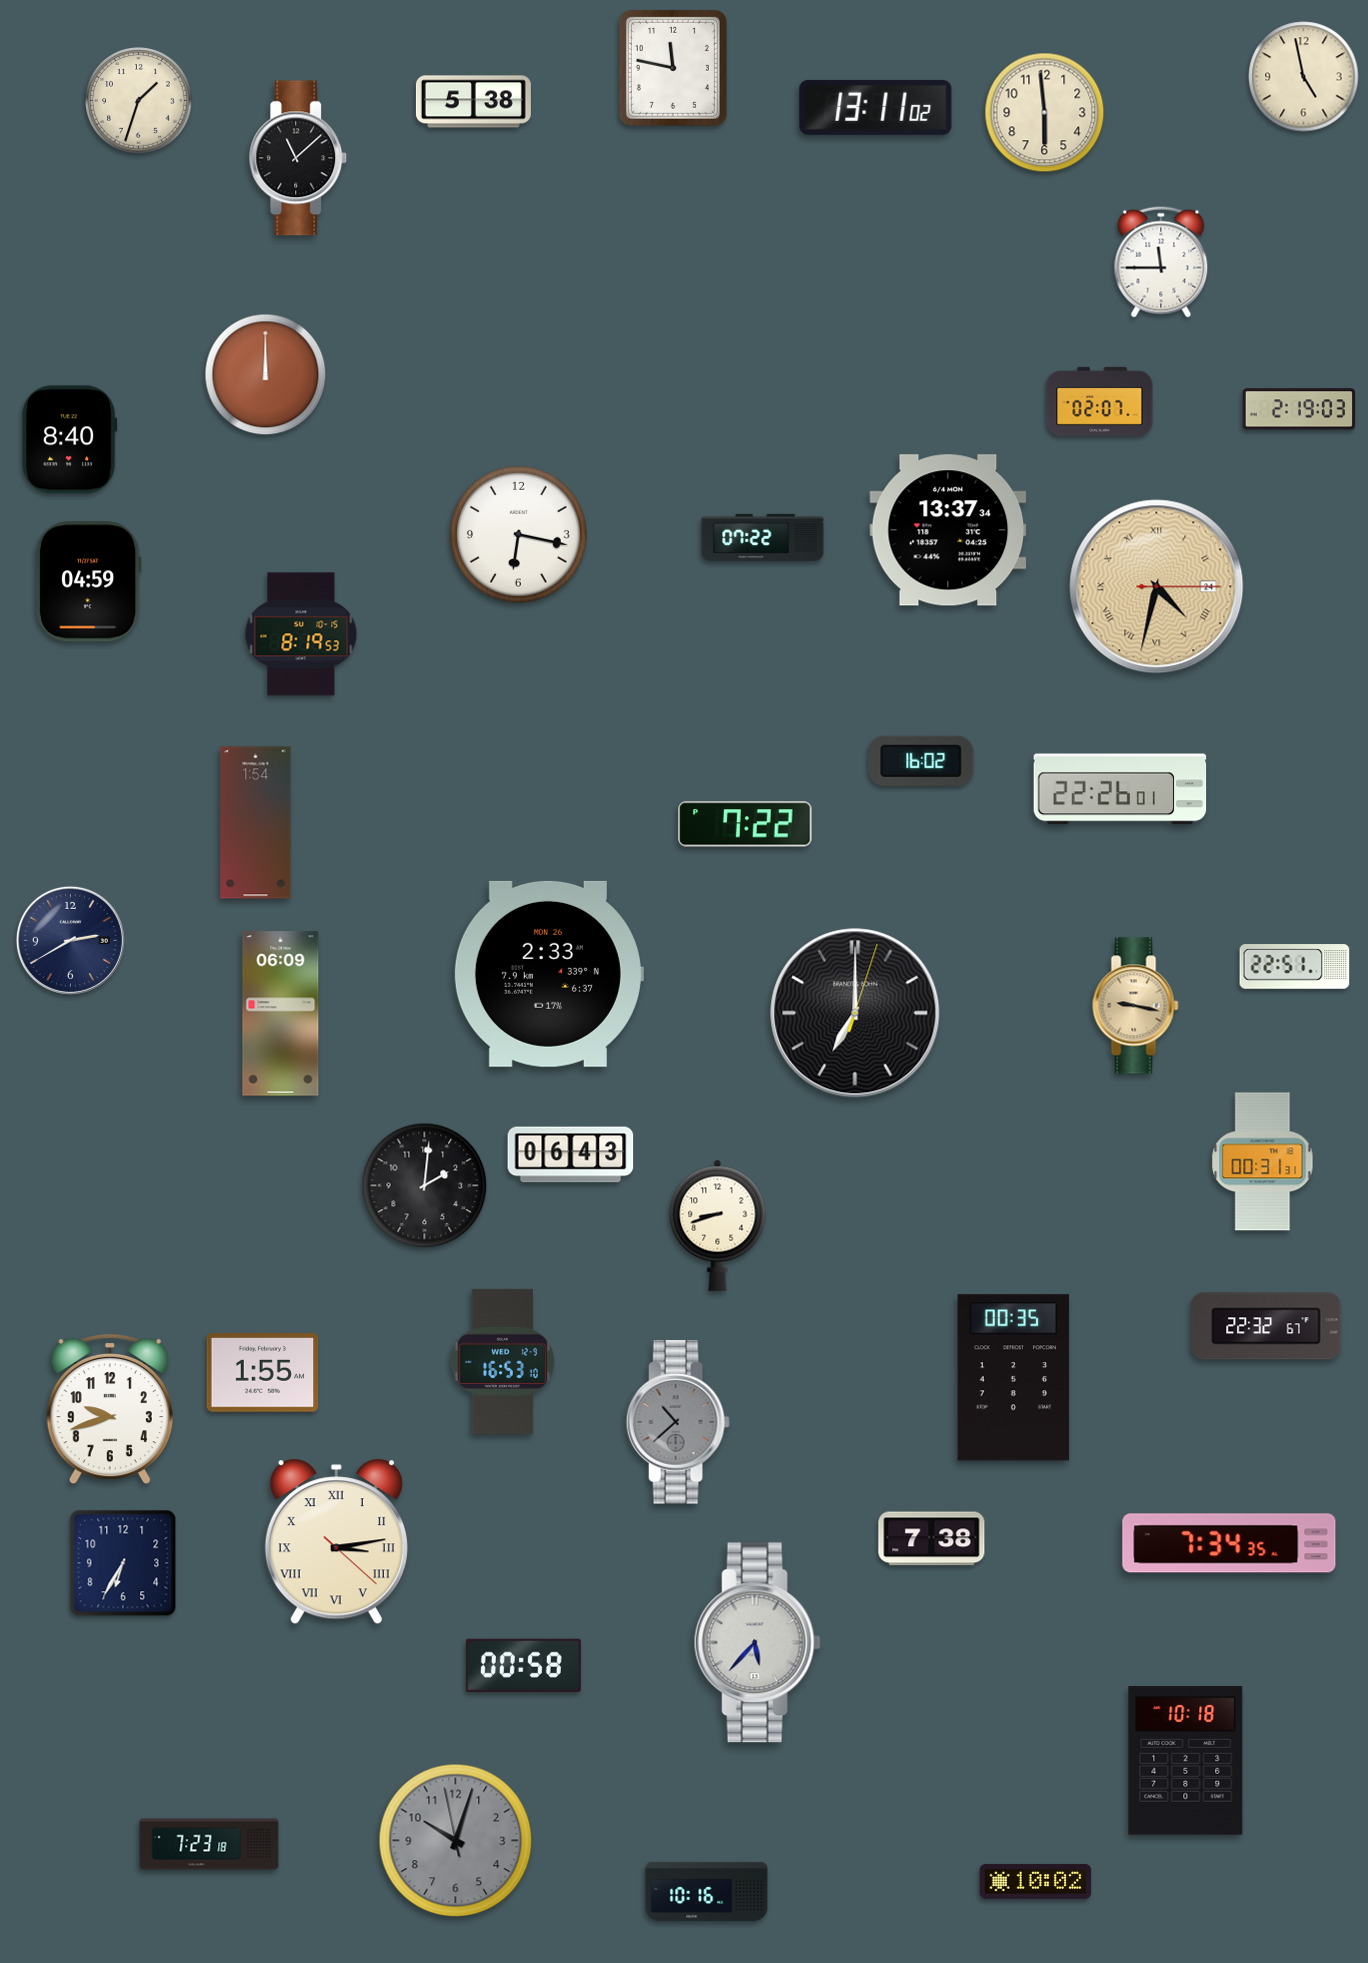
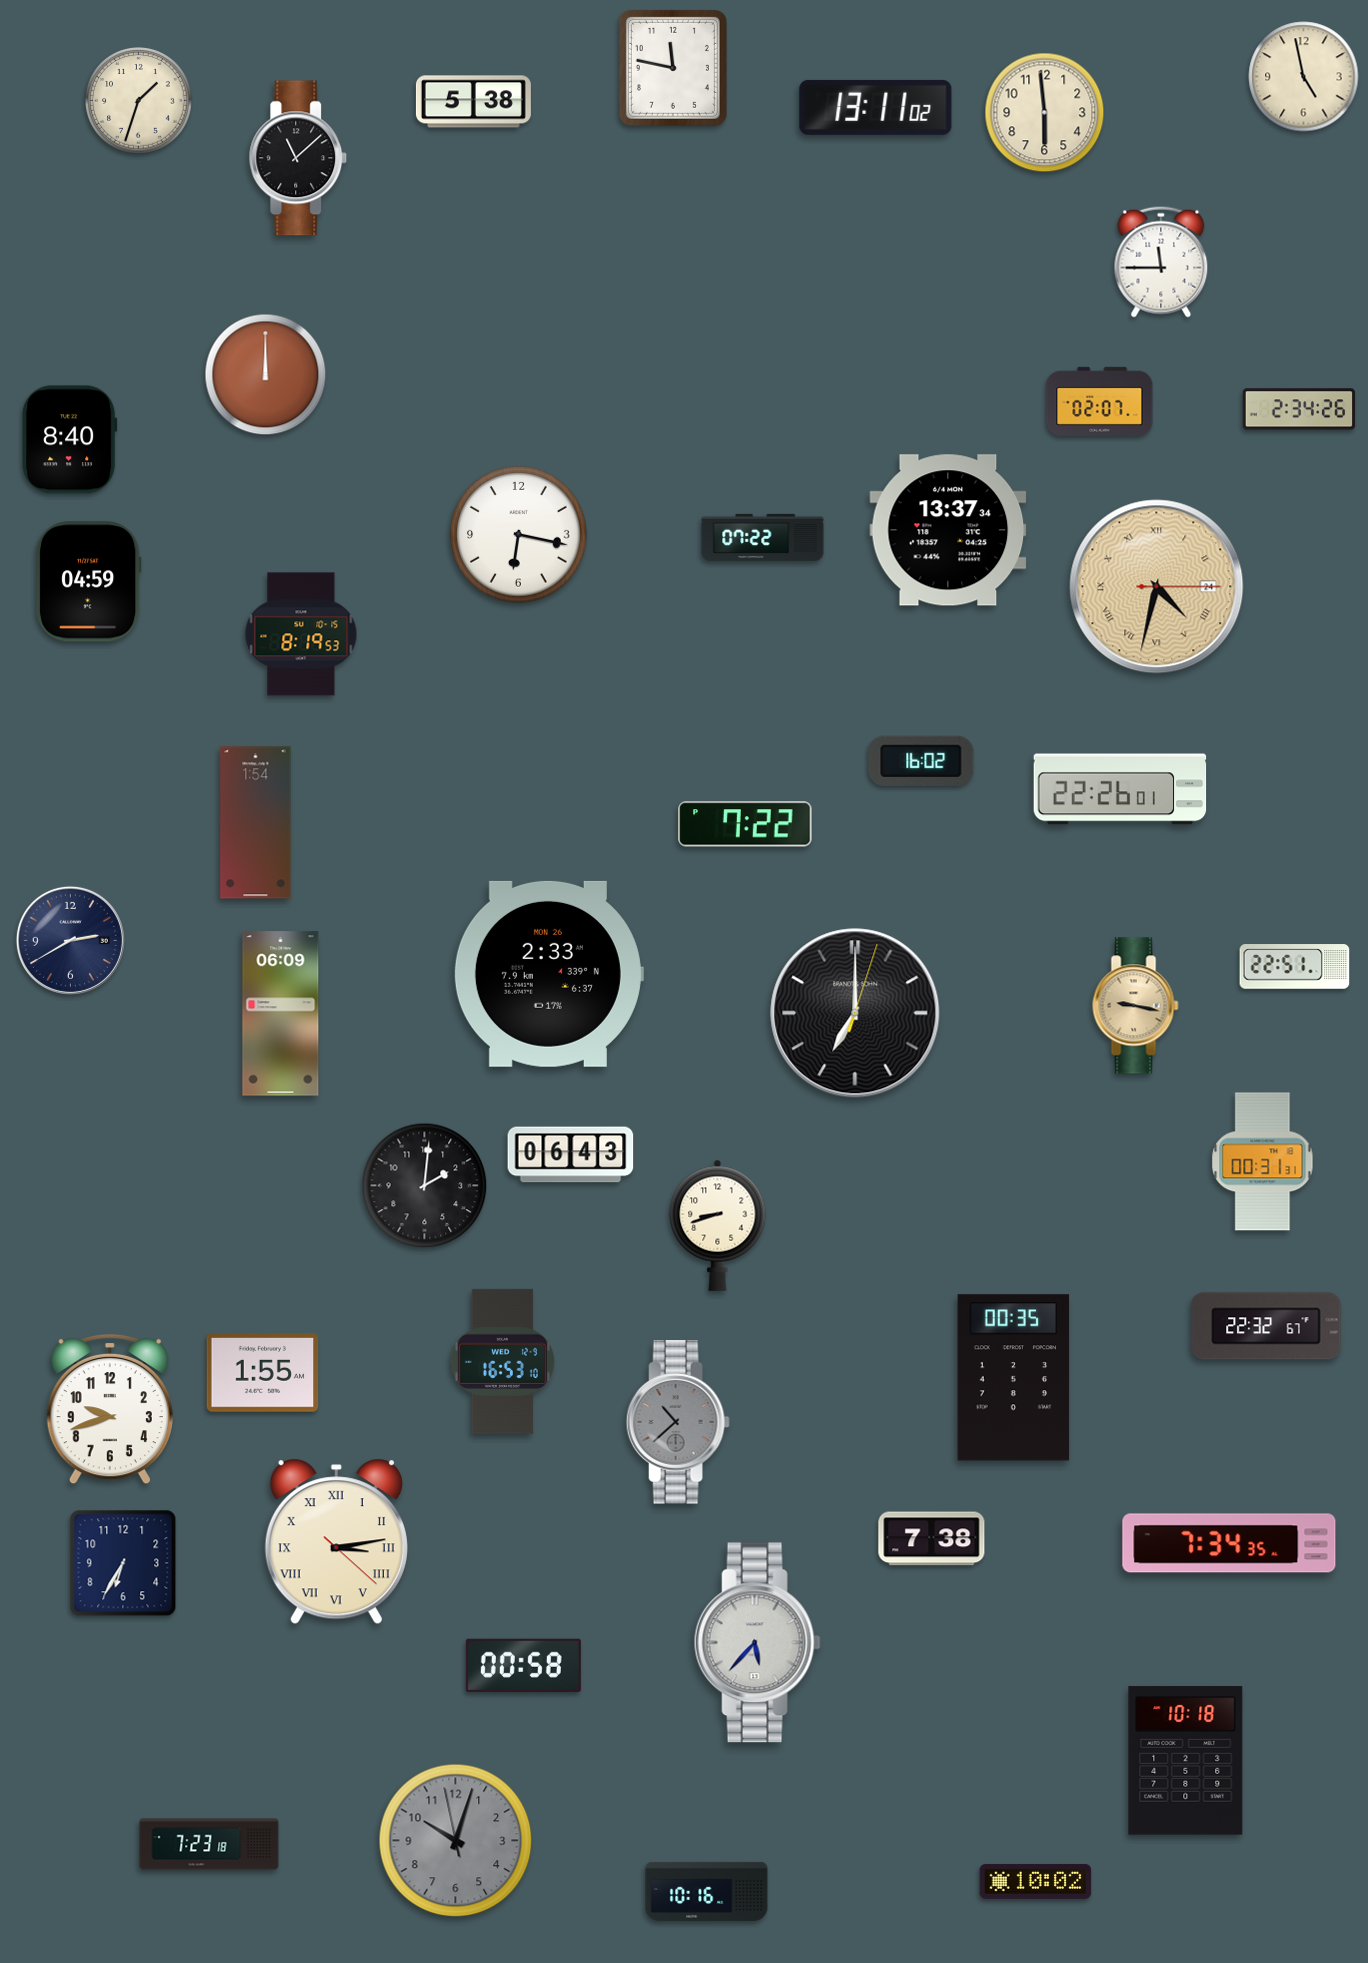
clock at (1299, 409): 2:19 -> 2:34
